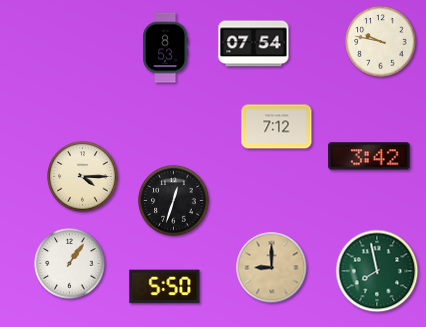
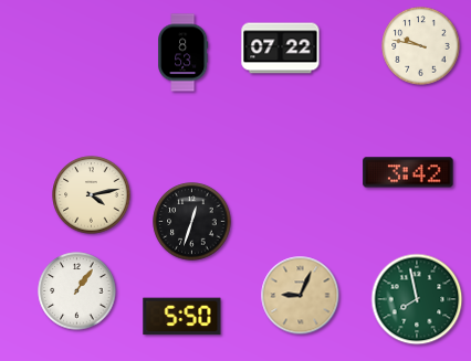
clock at (254, 44): 07:54 -> 07:22
clock at (277, 127): 7:12 -> none
clock at (83, 177): 4:15 -> 4:13
clock at (272, 268): 9:00 -> 9:04
